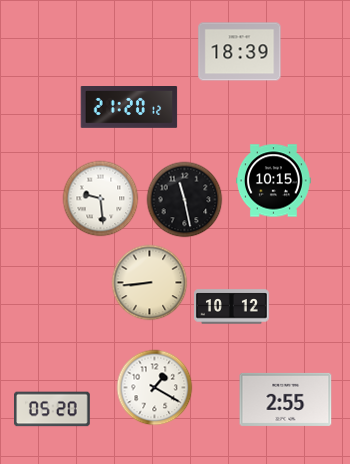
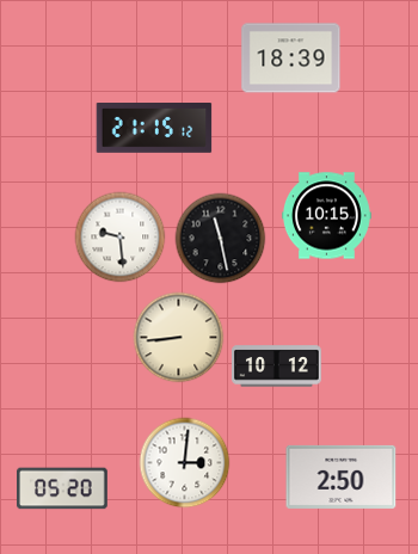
clock at (240, 52) position: (240, 52) -> (291, 59)
clock at (129, 108): 21:20 -> 21:15
clock at (155, 388): 1:20 -> 3:01
clock at (286, 399): 2:55 -> 2:50
